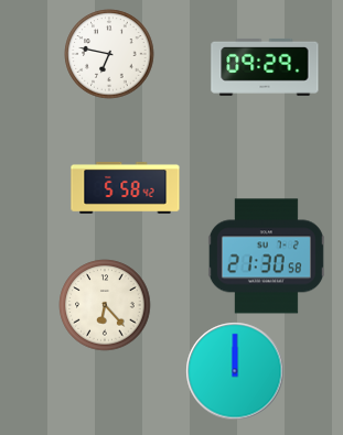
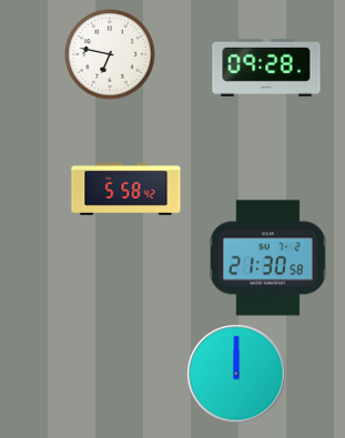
clock at (265, 67): 09:29 -> 09:28
clock at (105, 305): 6:23 -> none
